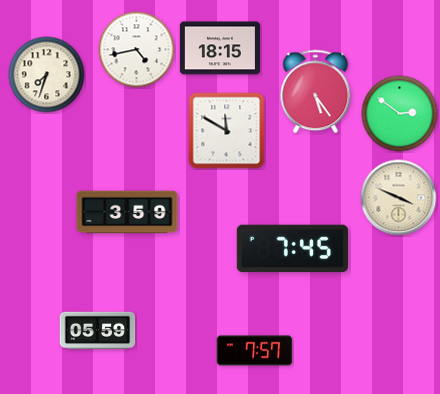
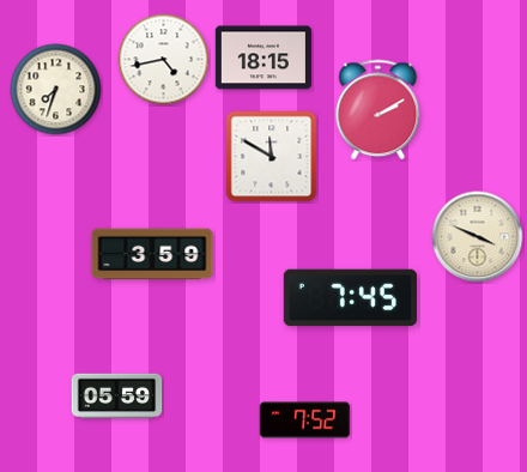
clock at (316, 92): 5:24 -> 2:10
clock at (400, 114): 2:51 -> none
clock at (255, 351): 7:57 -> 7:52
